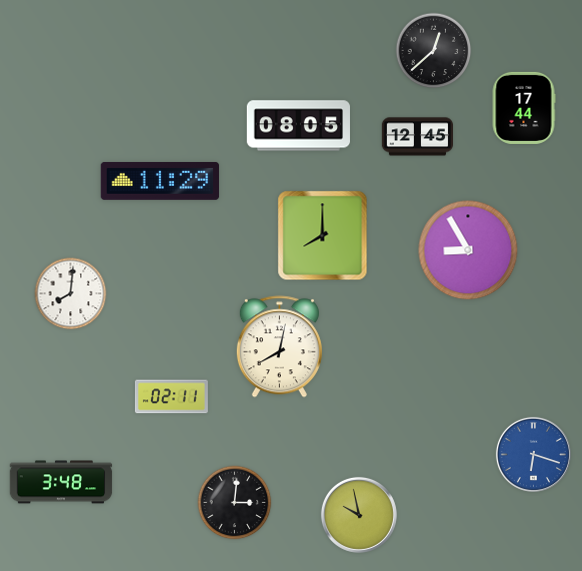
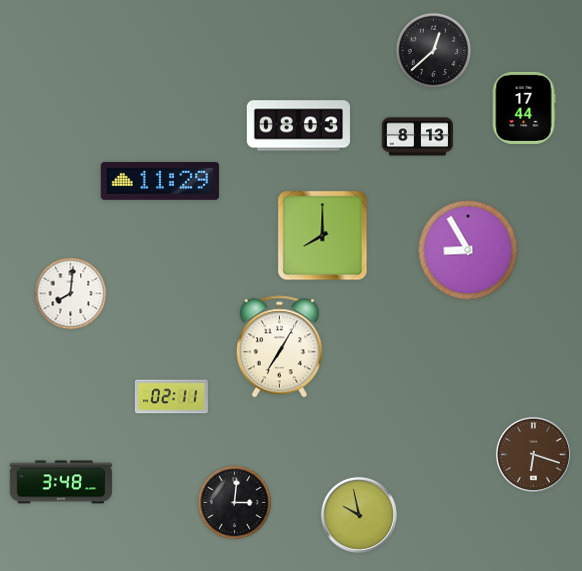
clock at (298, 126): 08:05 -> 08:03
clock at (417, 137): 12:45 -> 8:13
clock at (279, 347): 8:02 -> 7:05
clock at (533, 454) dial: blue -> brown
